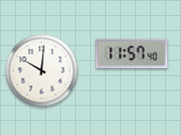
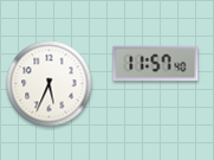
clock at (42, 71): 10:01 -> 5:34
